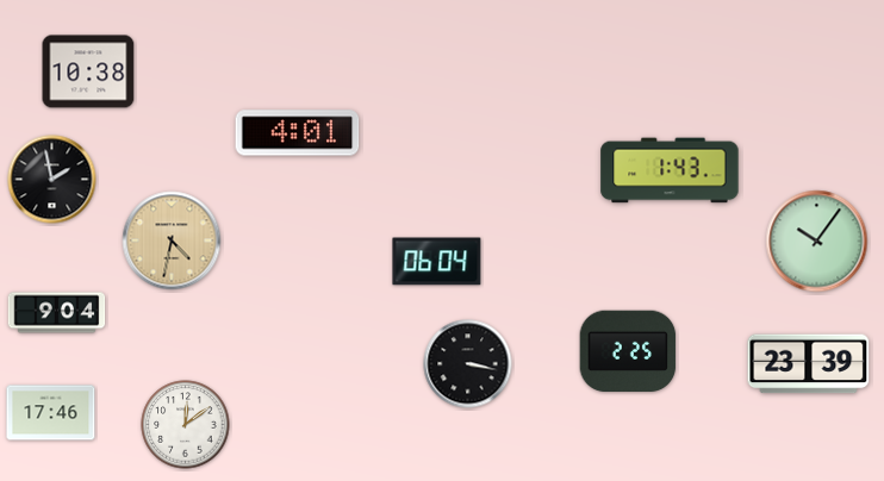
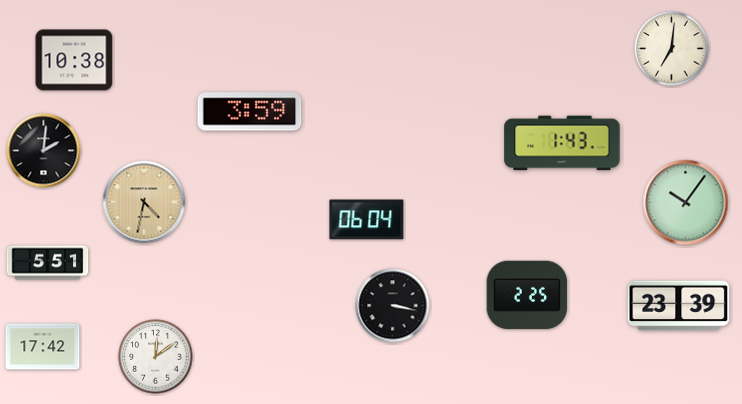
clock at (672, 49): none -> 7:01
clock at (298, 133): 4:01 -> 3:59
clock at (52, 180): 1:58 -> 2:01
clock at (57, 313): 9:04 -> 5:51
clock at (51, 413): 17:46 -> 17:42
